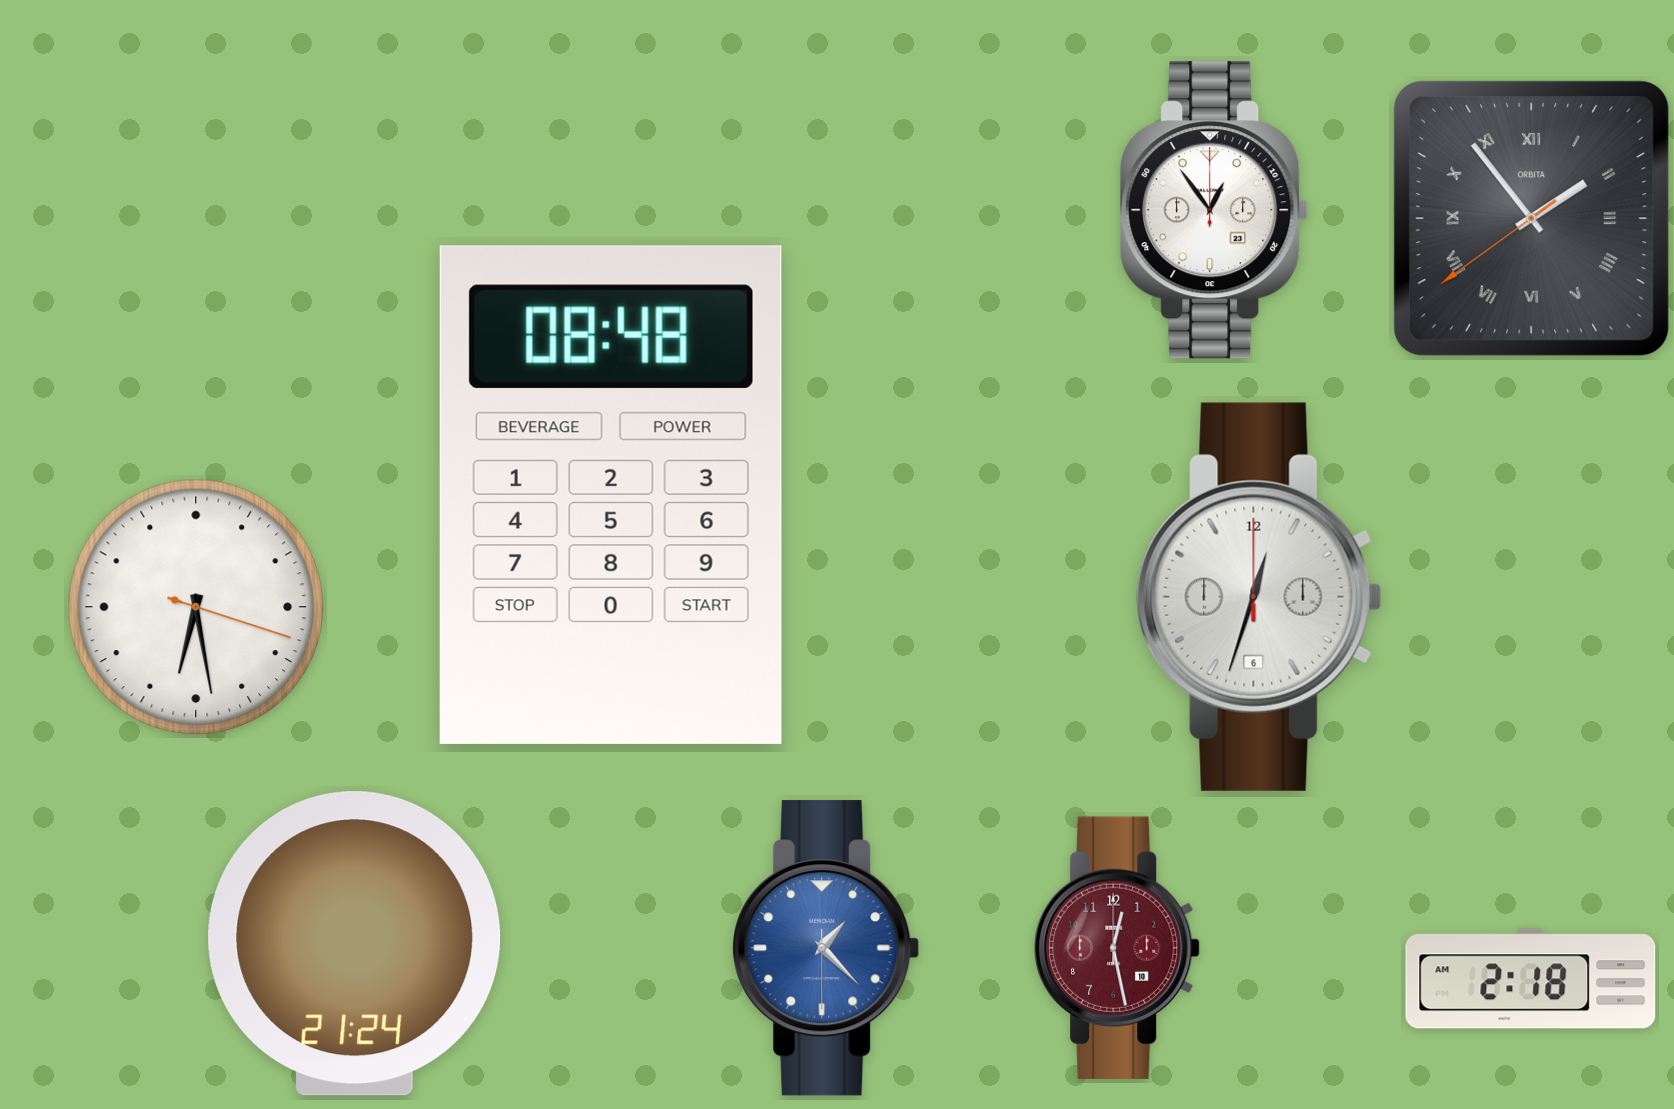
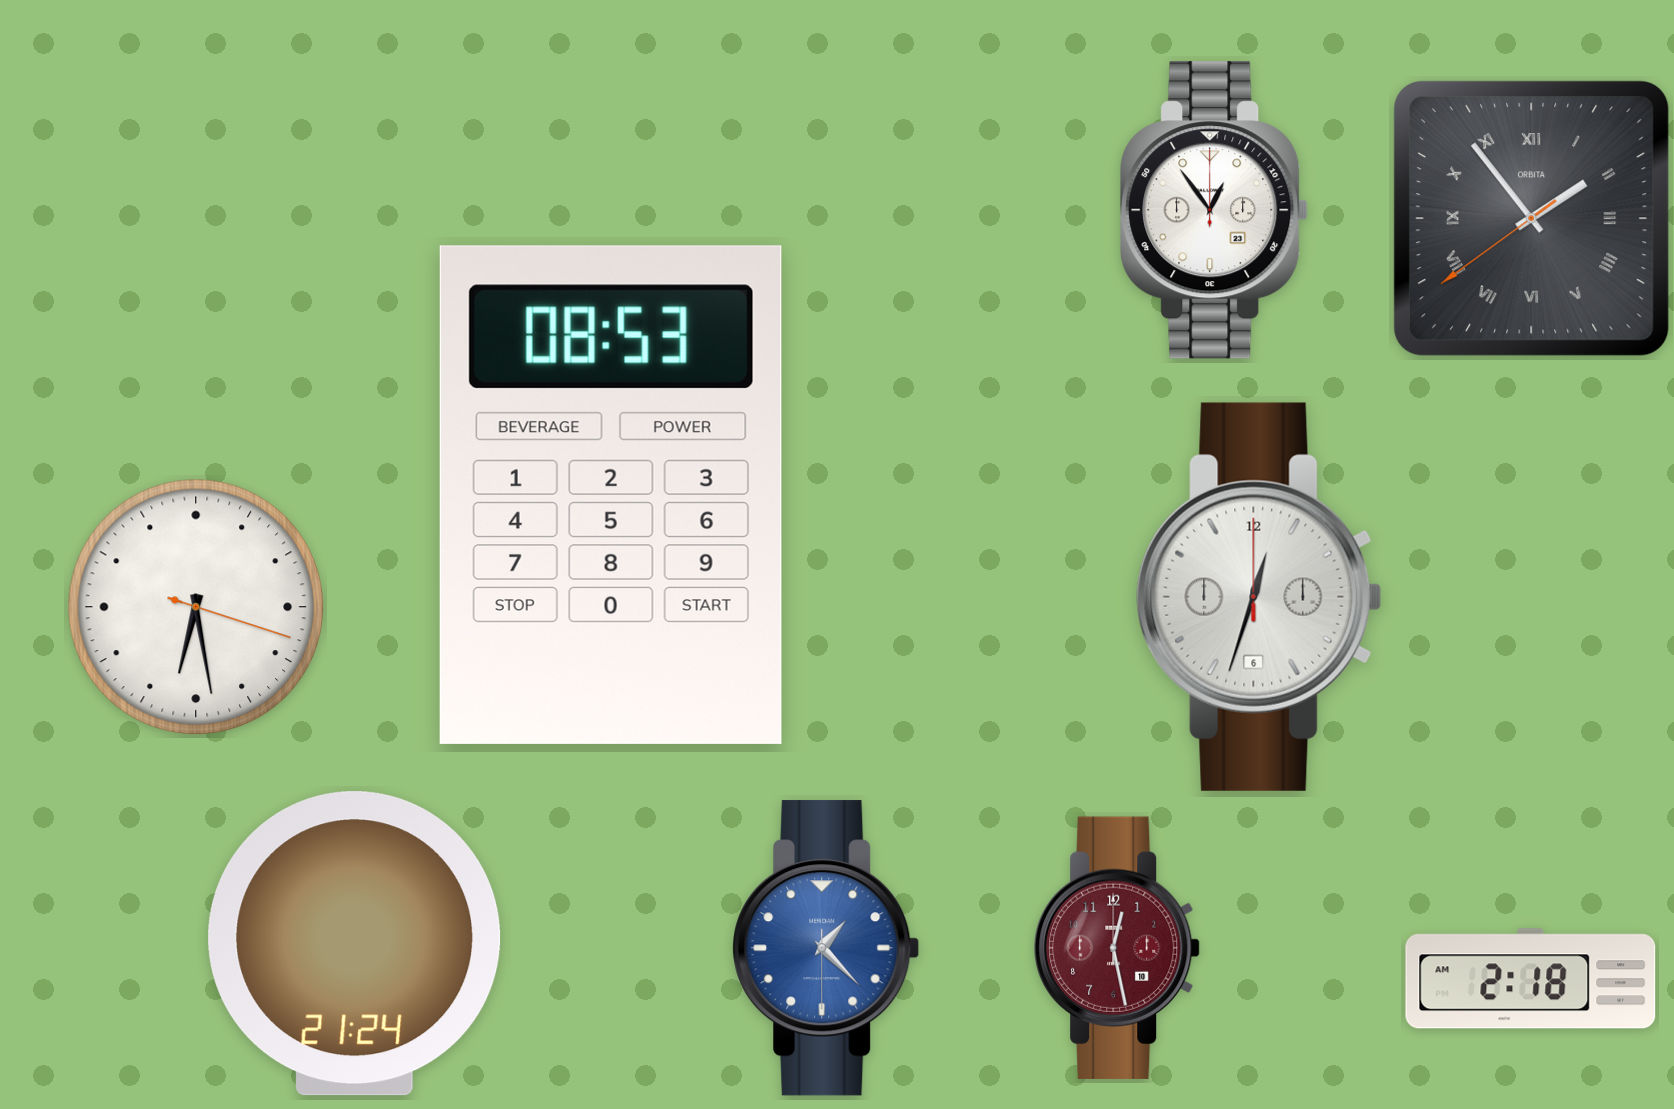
clock at (611, 495): 08:48 -> 08:53
